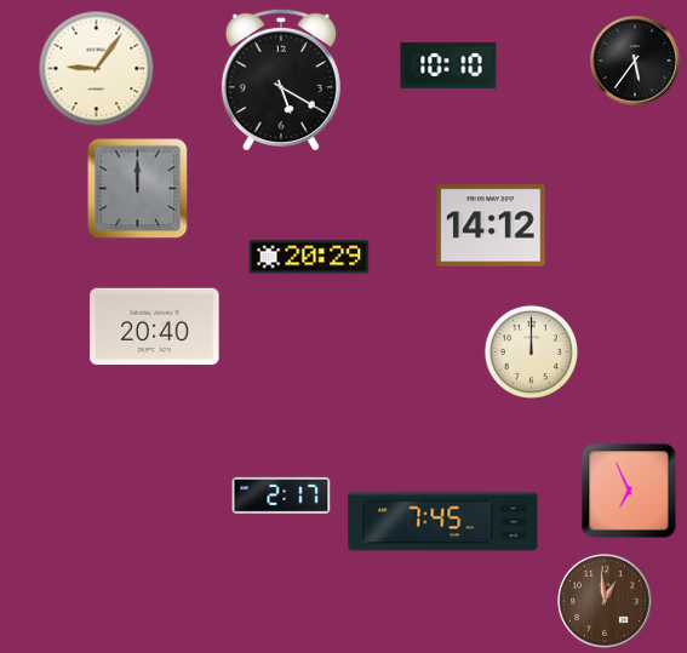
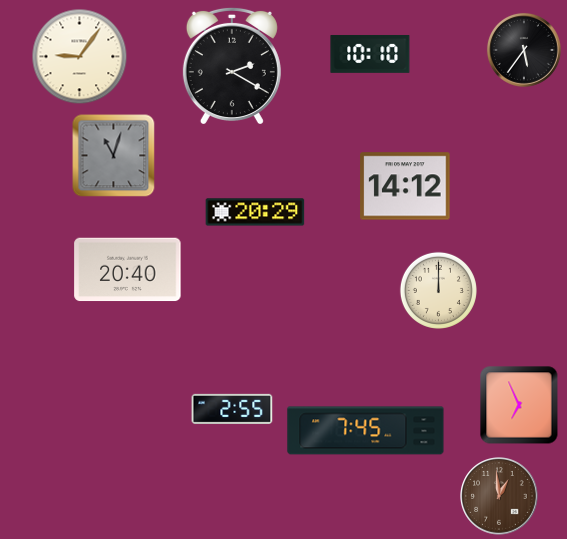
clock at (281, 79): 5:20 -> 2:20
clock at (138, 189): 12:00 -> 11:03
clock at (281, 496): 2:17 -> 2:55
